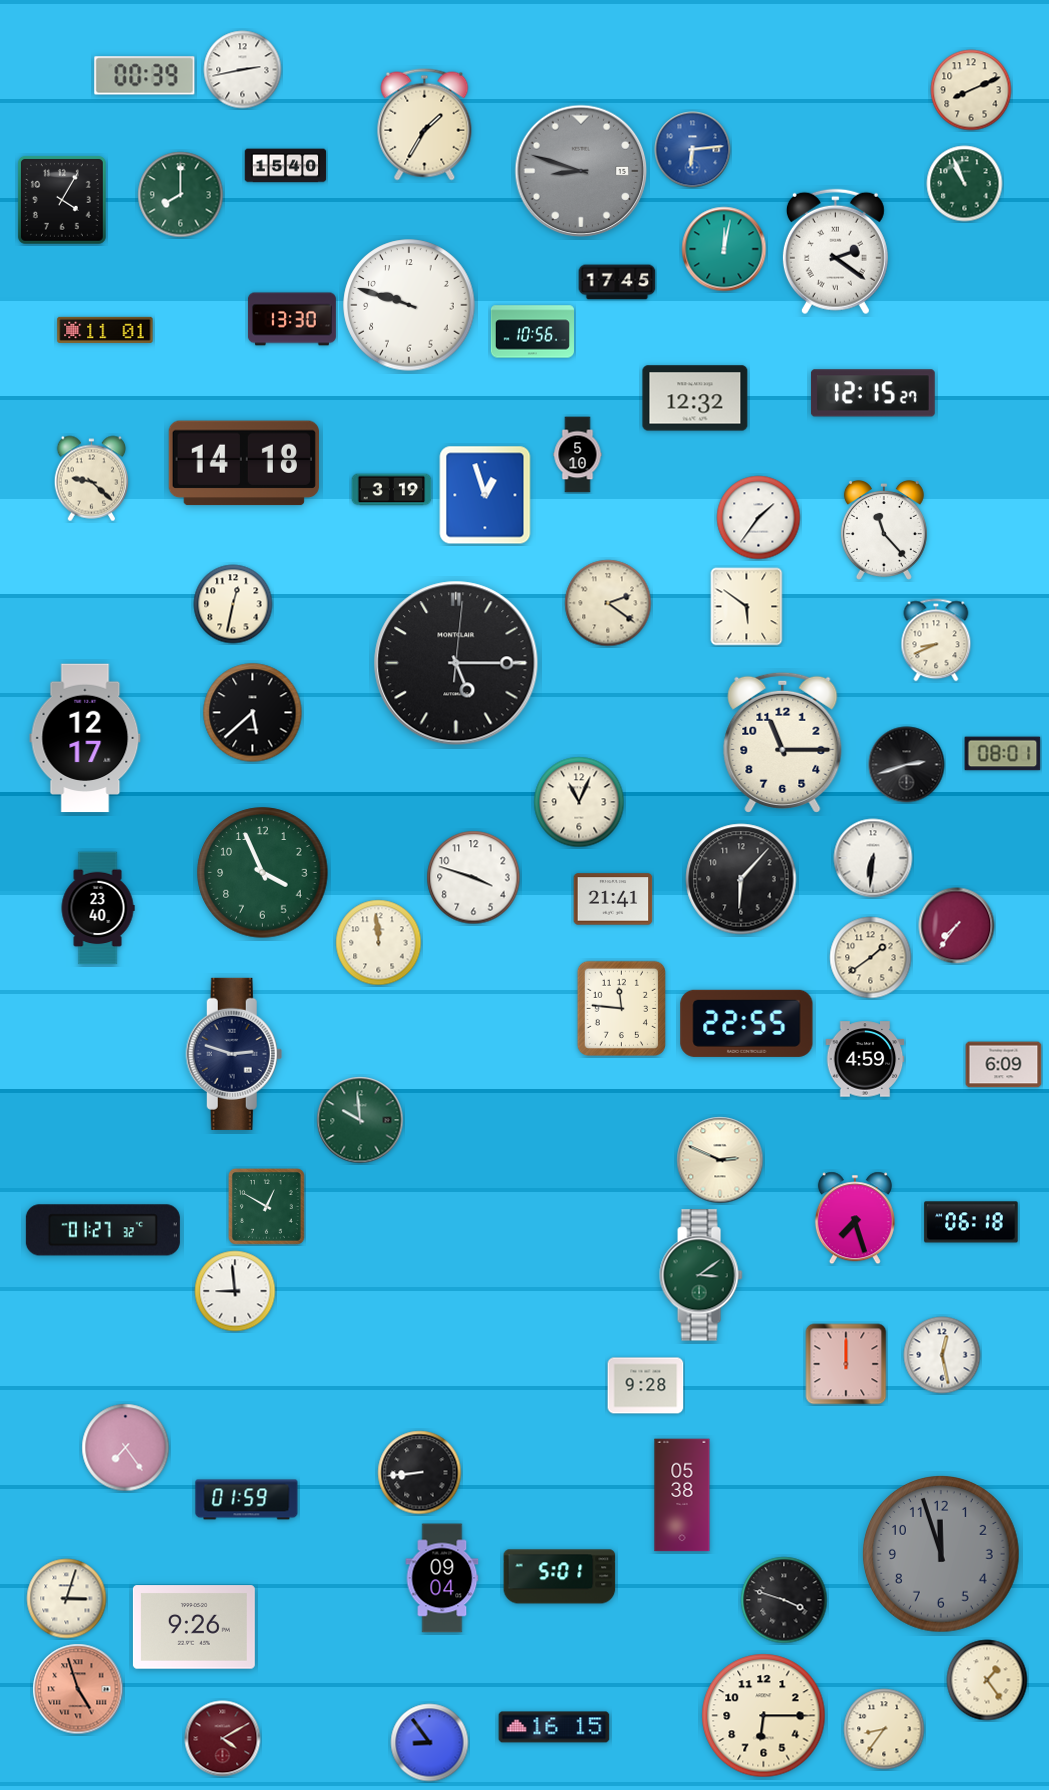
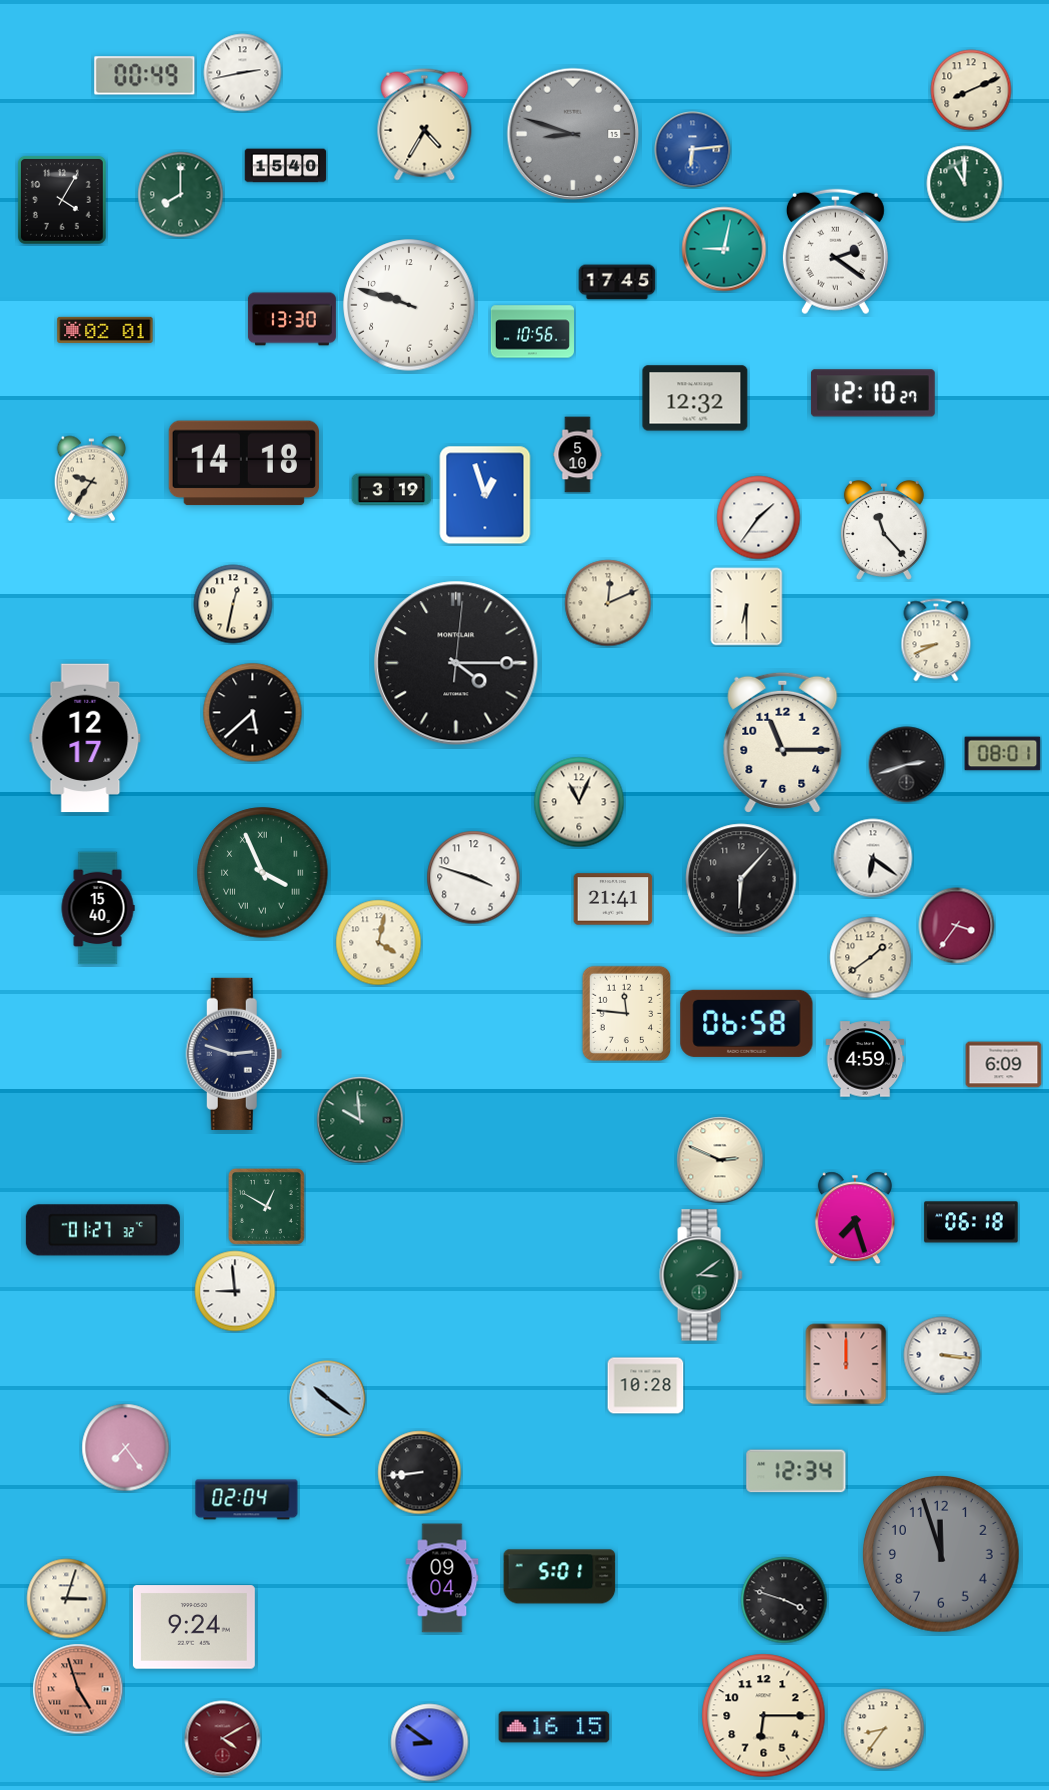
clock at (243, 70) position: (243, 70) -> (243, 73)
clock at (145, 76): 00:39 -> 00:49
clock at (425, 125): 1:35 -> 4:35
clock at (581, 171) position: (581, 171) -> (573, 134)
clock at (965, 184): 10:56 -> 11:00
clock at (724, 249): 12:02 -> 9:02
clock at (105, 330): 11:01 -> 02:01
clock at (873, 393): 12:15 -> 12:10
clock at (92, 479): 9:22 -> 9:36
clock at (608, 603): 2:21 -> 12:11
clock at (747, 607): 5:51 -> 6:30
clock at (456, 663): 5:15 -> 4:15
clock at (873, 858): 6:31 -> 6:21
clock at (263, 873) numerals: Arabic -> Roman
clock at (98, 908): 23:40 -> 15:40
clock at (957, 926): 7:36 -> 3:36
clock at (379, 943): 11:59 -> 4:02
clock at (621, 1008) position: (621, 1008) -> (626, 1013)
clock at (747, 1023): 22:55 -> 06:58
clock at (942, 1355): 12:28 -> 3:16
clock at (646, 1386): 9:28 -> 10:28
clock at (328, 1399): none -> 10:21
clock at (796, 1471): none -> 12:34
clock at (682, 1495): 05:38 -> none
clock at (247, 1500): 01:59 -> 02:04
clock at (194, 1627): 9:26 -> 9:24
clock at (987, 1680): 1:24 -> none
clock at (430, 1743): 8:54 -> 8:51
